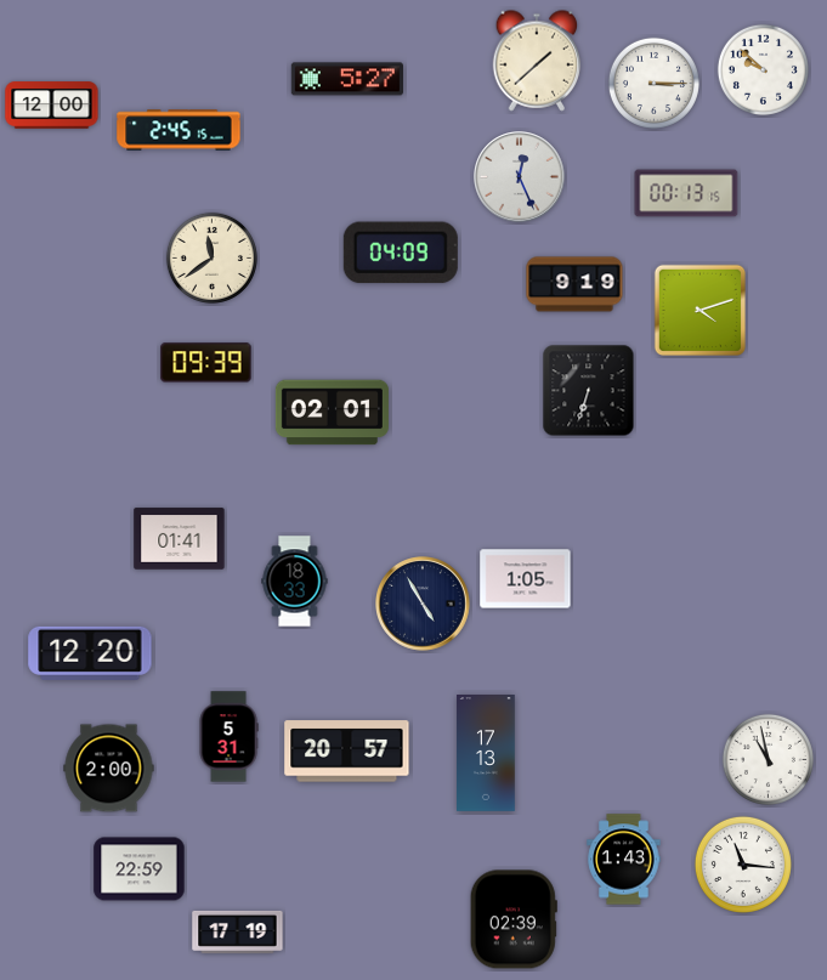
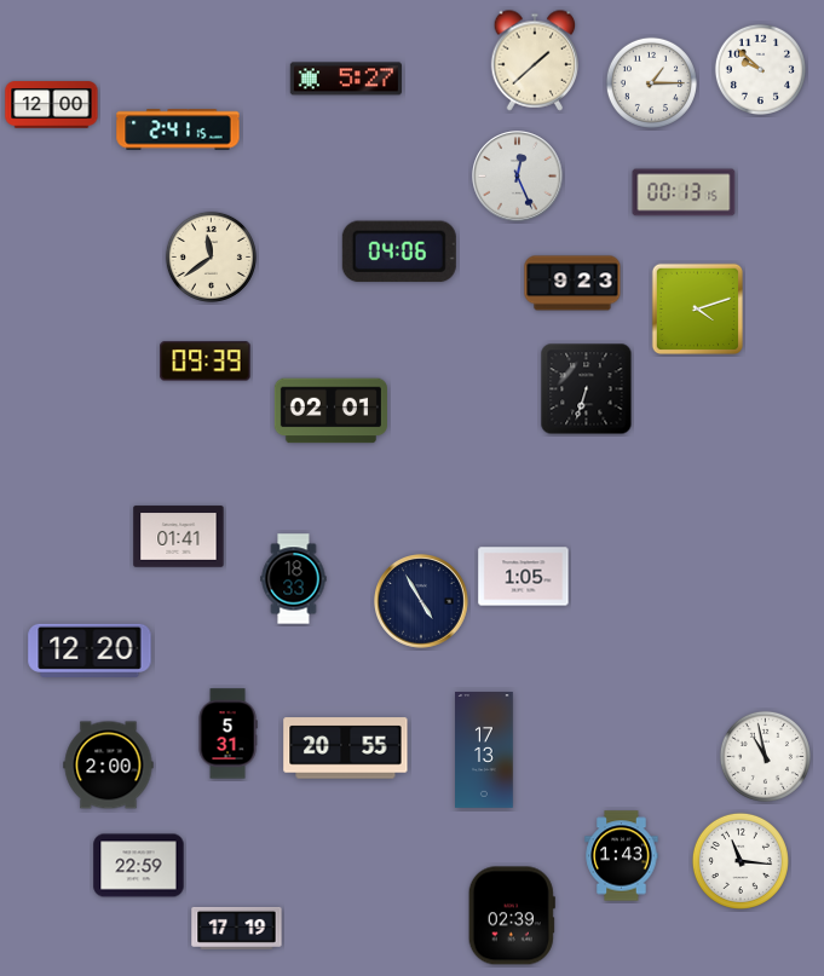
clock at (653, 83): 3:15 -> 1:15
clock at (179, 130): 2:45 -> 2:41
clock at (401, 253): 04:09 -> 04:06
clock at (574, 284): 9:19 -> 9:23
clock at (347, 752): 20:57 -> 20:55
